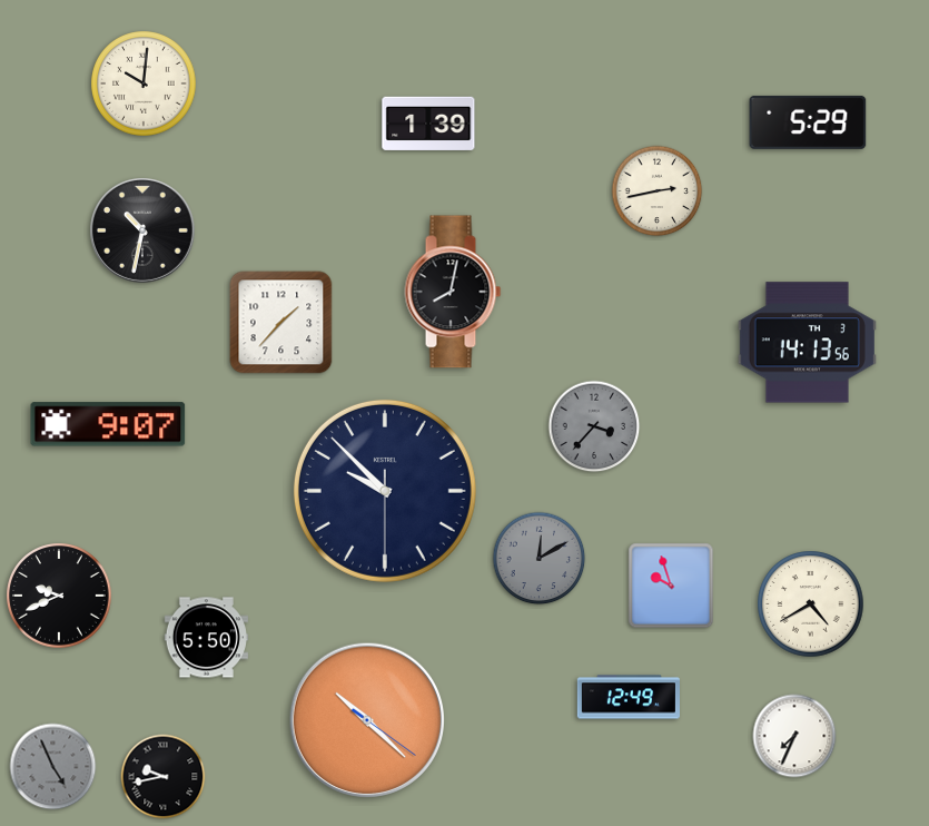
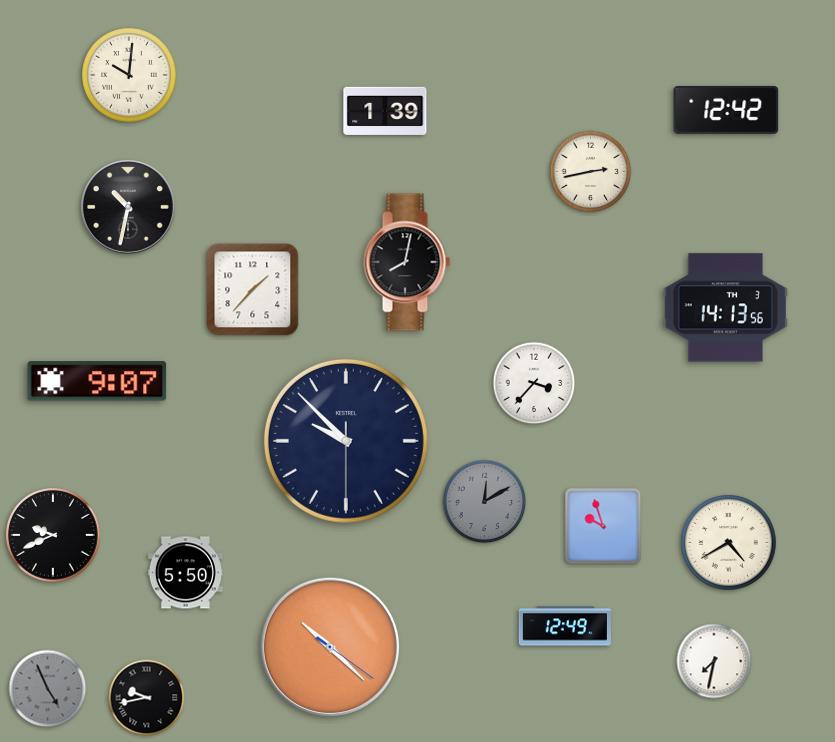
clock at (808, 122): 5:29 -> 12:42
clock at (594, 426) dial: grey -> white
clock at (794, 736): 7:34 -> 7:32
